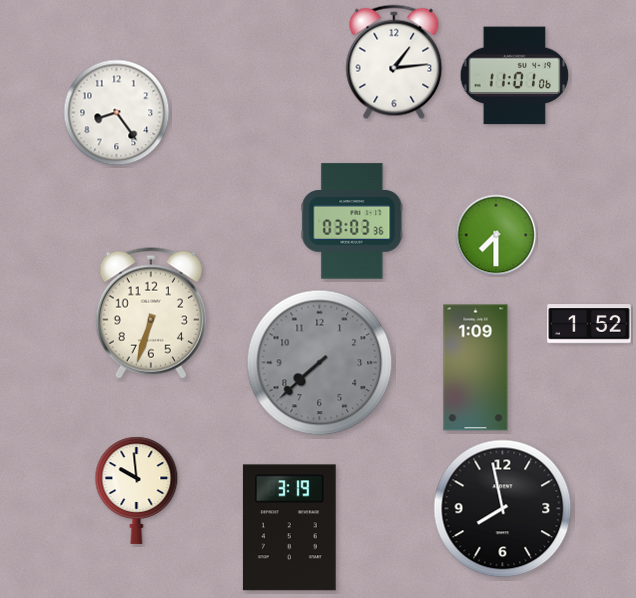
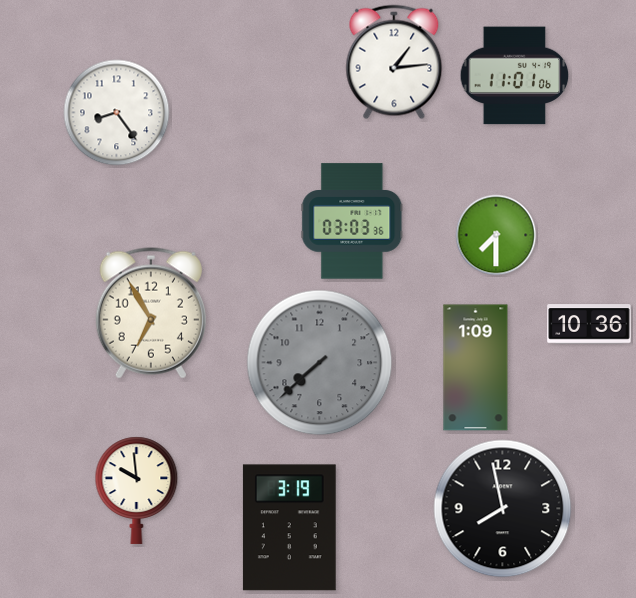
clock at (151, 313): 6:33 -> 6:55
clock at (589, 324): 1:52 -> 10:36
